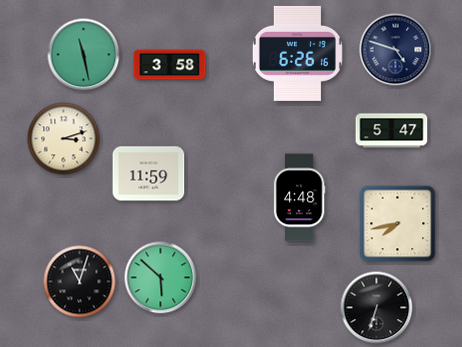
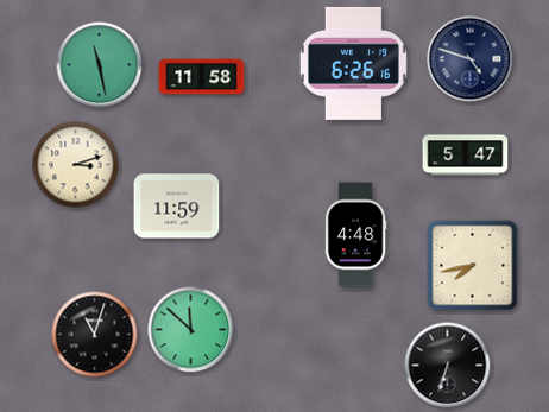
clock at (170, 65): 3:58 -> 11:58
clock at (161, 278): 5:52 -> 11:52
